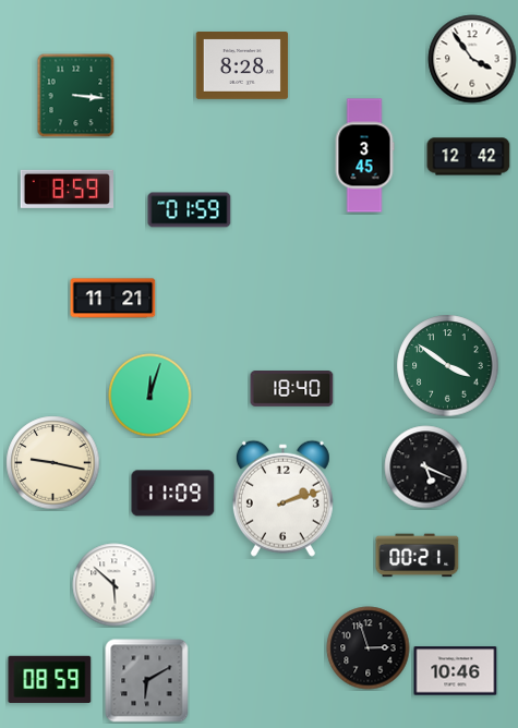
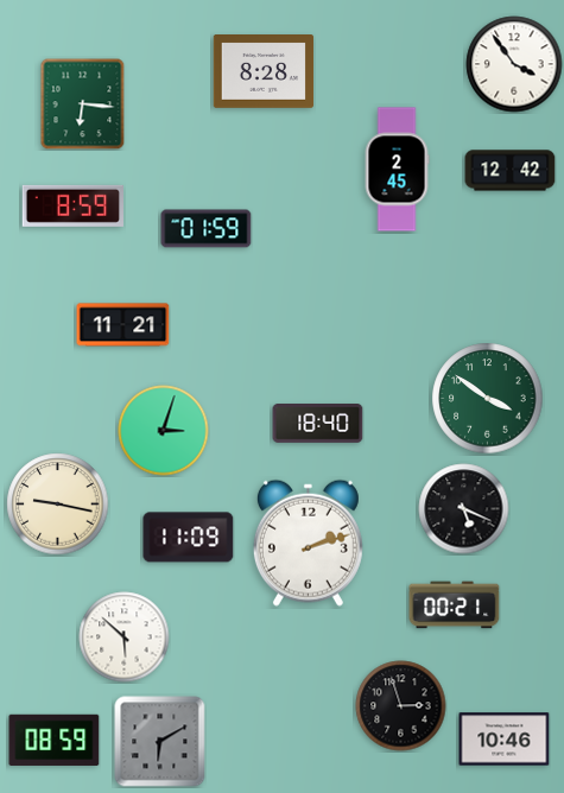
clock at (76, 95): 3:16 -> 6:16
clock at (364, 156): 3:45 -> 2:45
clock at (150, 396): 12:03 -> 3:03
clock at (456, 671) position: (456, 671) -> (505, 740)
